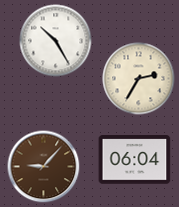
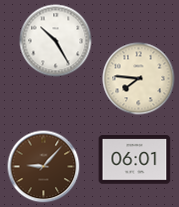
clock at (139, 79): 2:35 -> 7:46
clock at (135, 160): 06:04 -> 06:01
